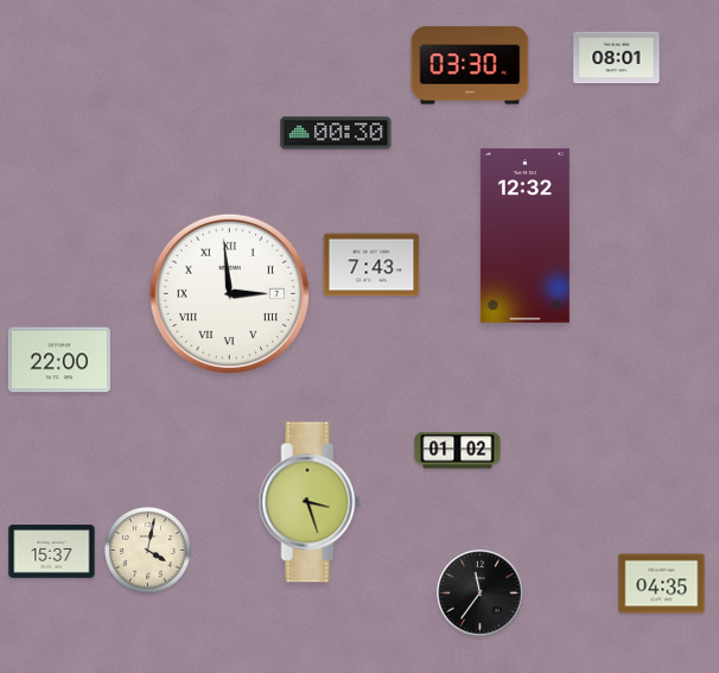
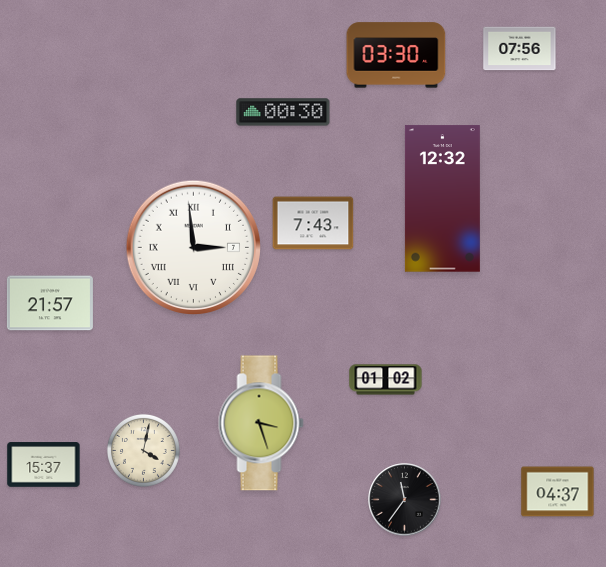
clock at (617, 58): 08:01 -> 07:56
clock at (59, 360): 22:00 -> 21:57
clock at (147, 550) position: (147, 550) -> (143, 450)
clock at (662, 584): 04:35 -> 04:37
